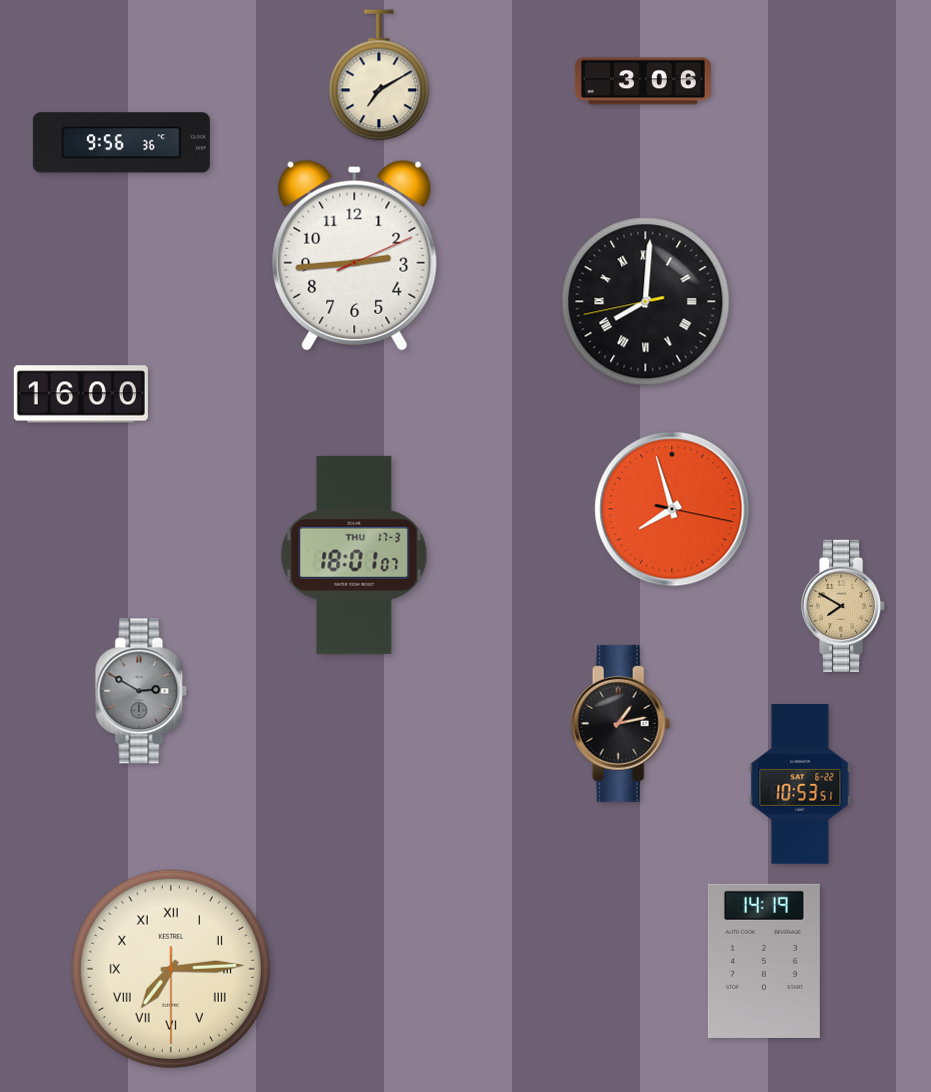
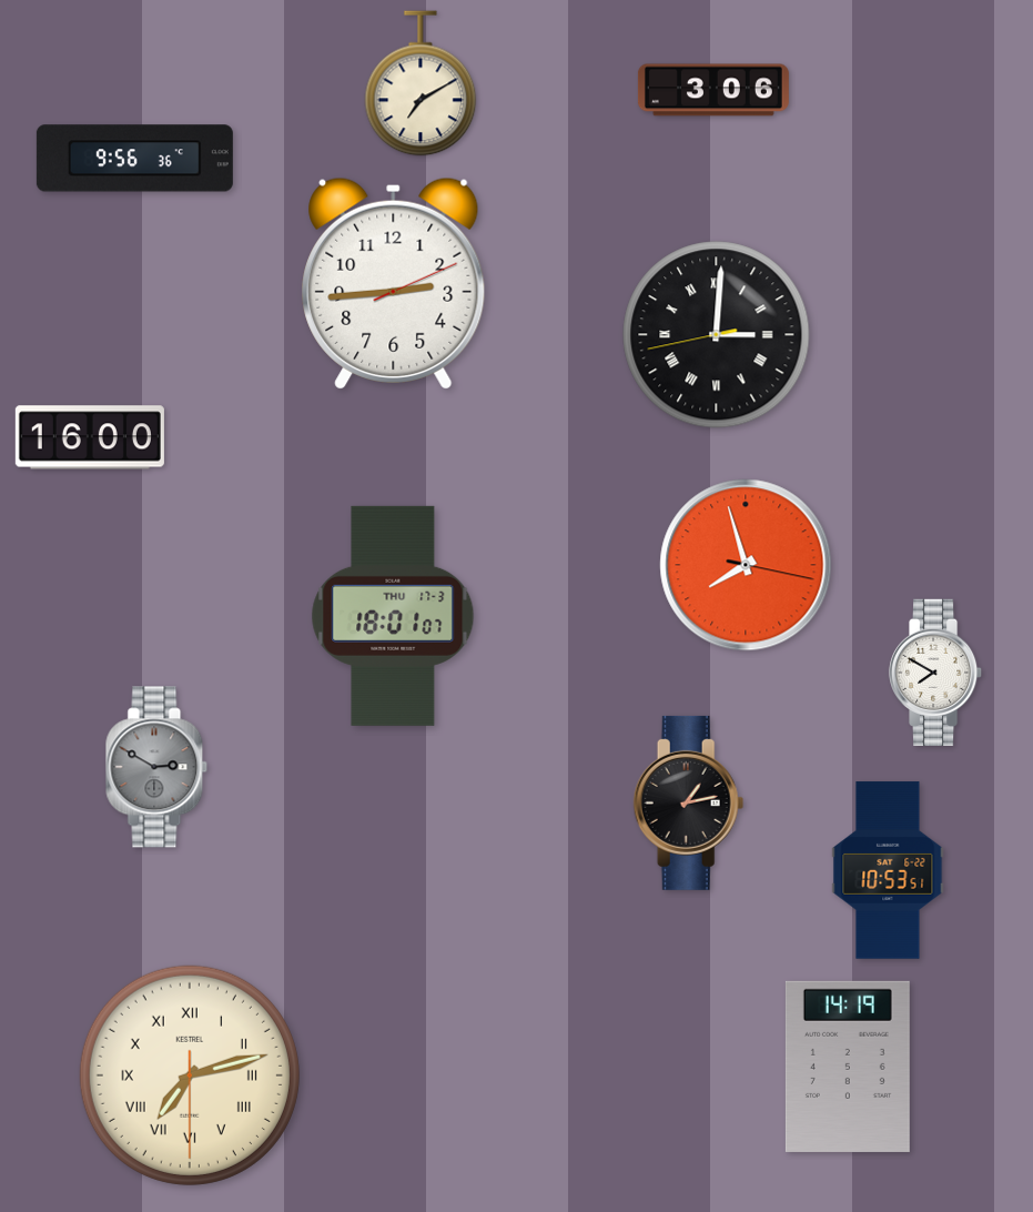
clock at (646, 302): 8:00 -> 3:00
clock at (843, 605) dial: champagne -> white
clock at (171, 969): 7:14 -> 7:12
